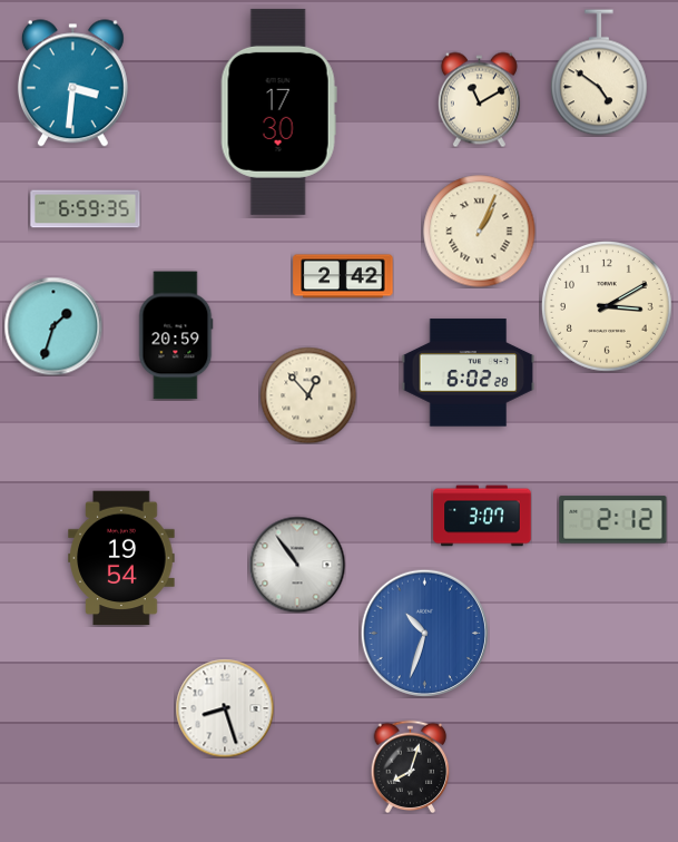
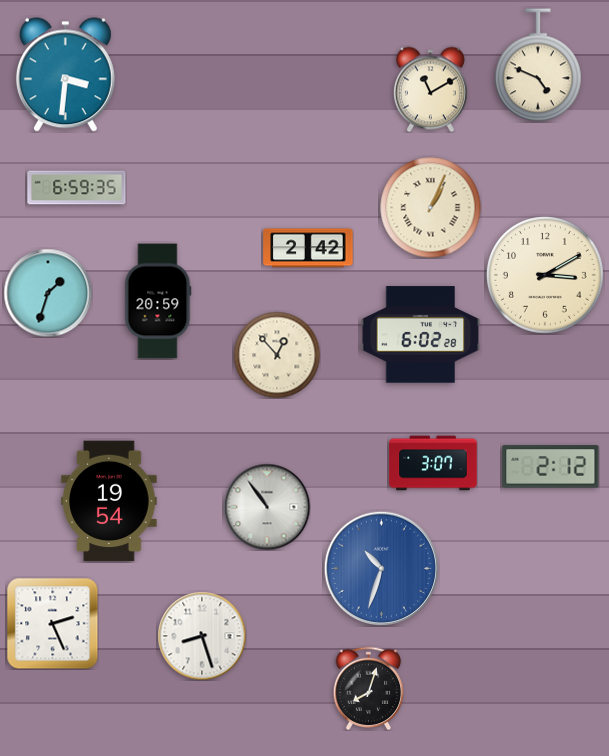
clock at (600, 72): 4:51 -> 4:49
clock at (278, 111): 17:30 -> none
clock at (52, 623): none -> 2:26
